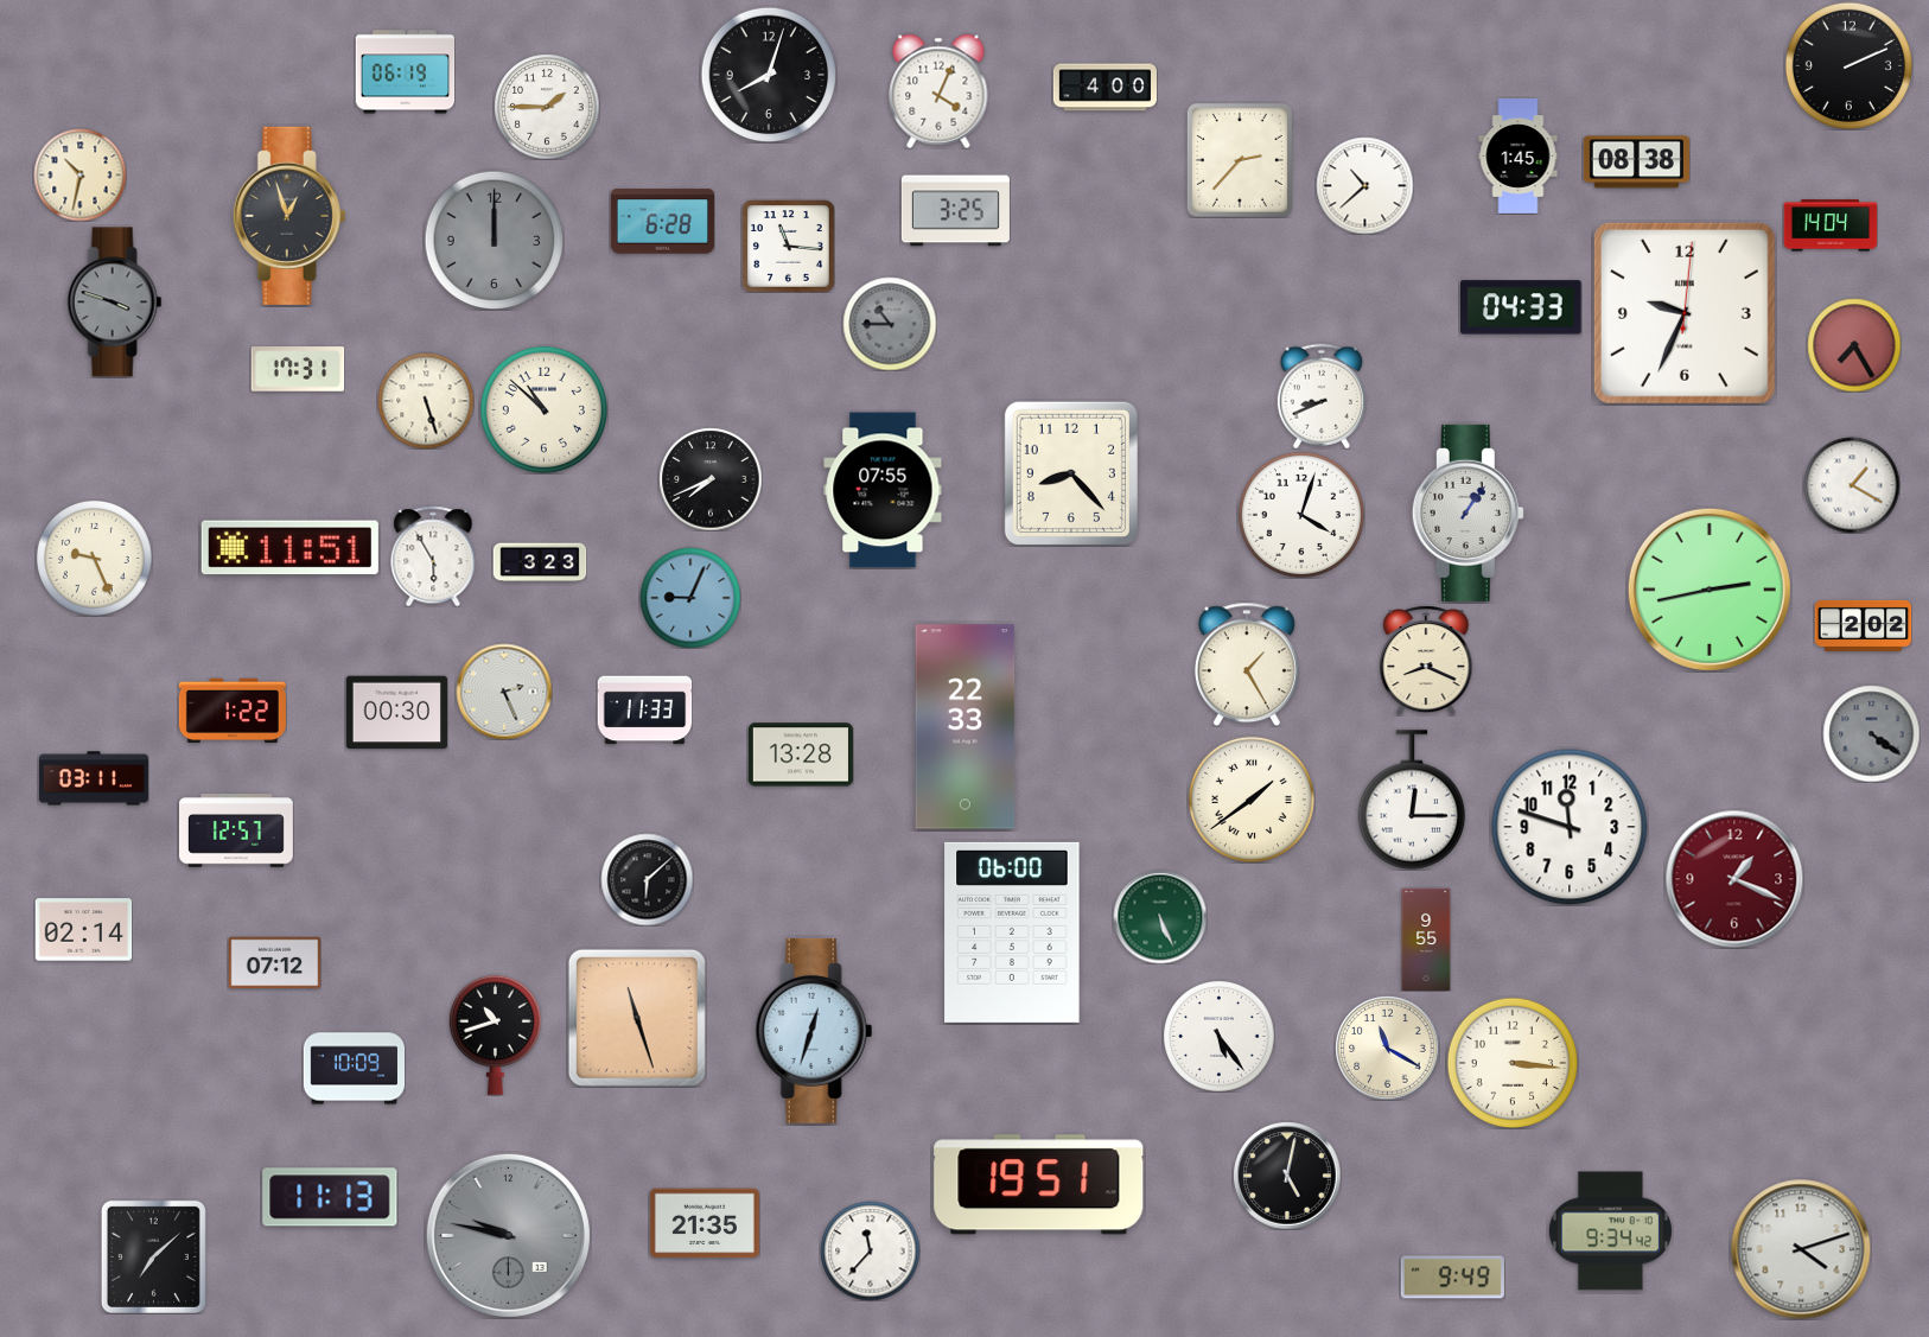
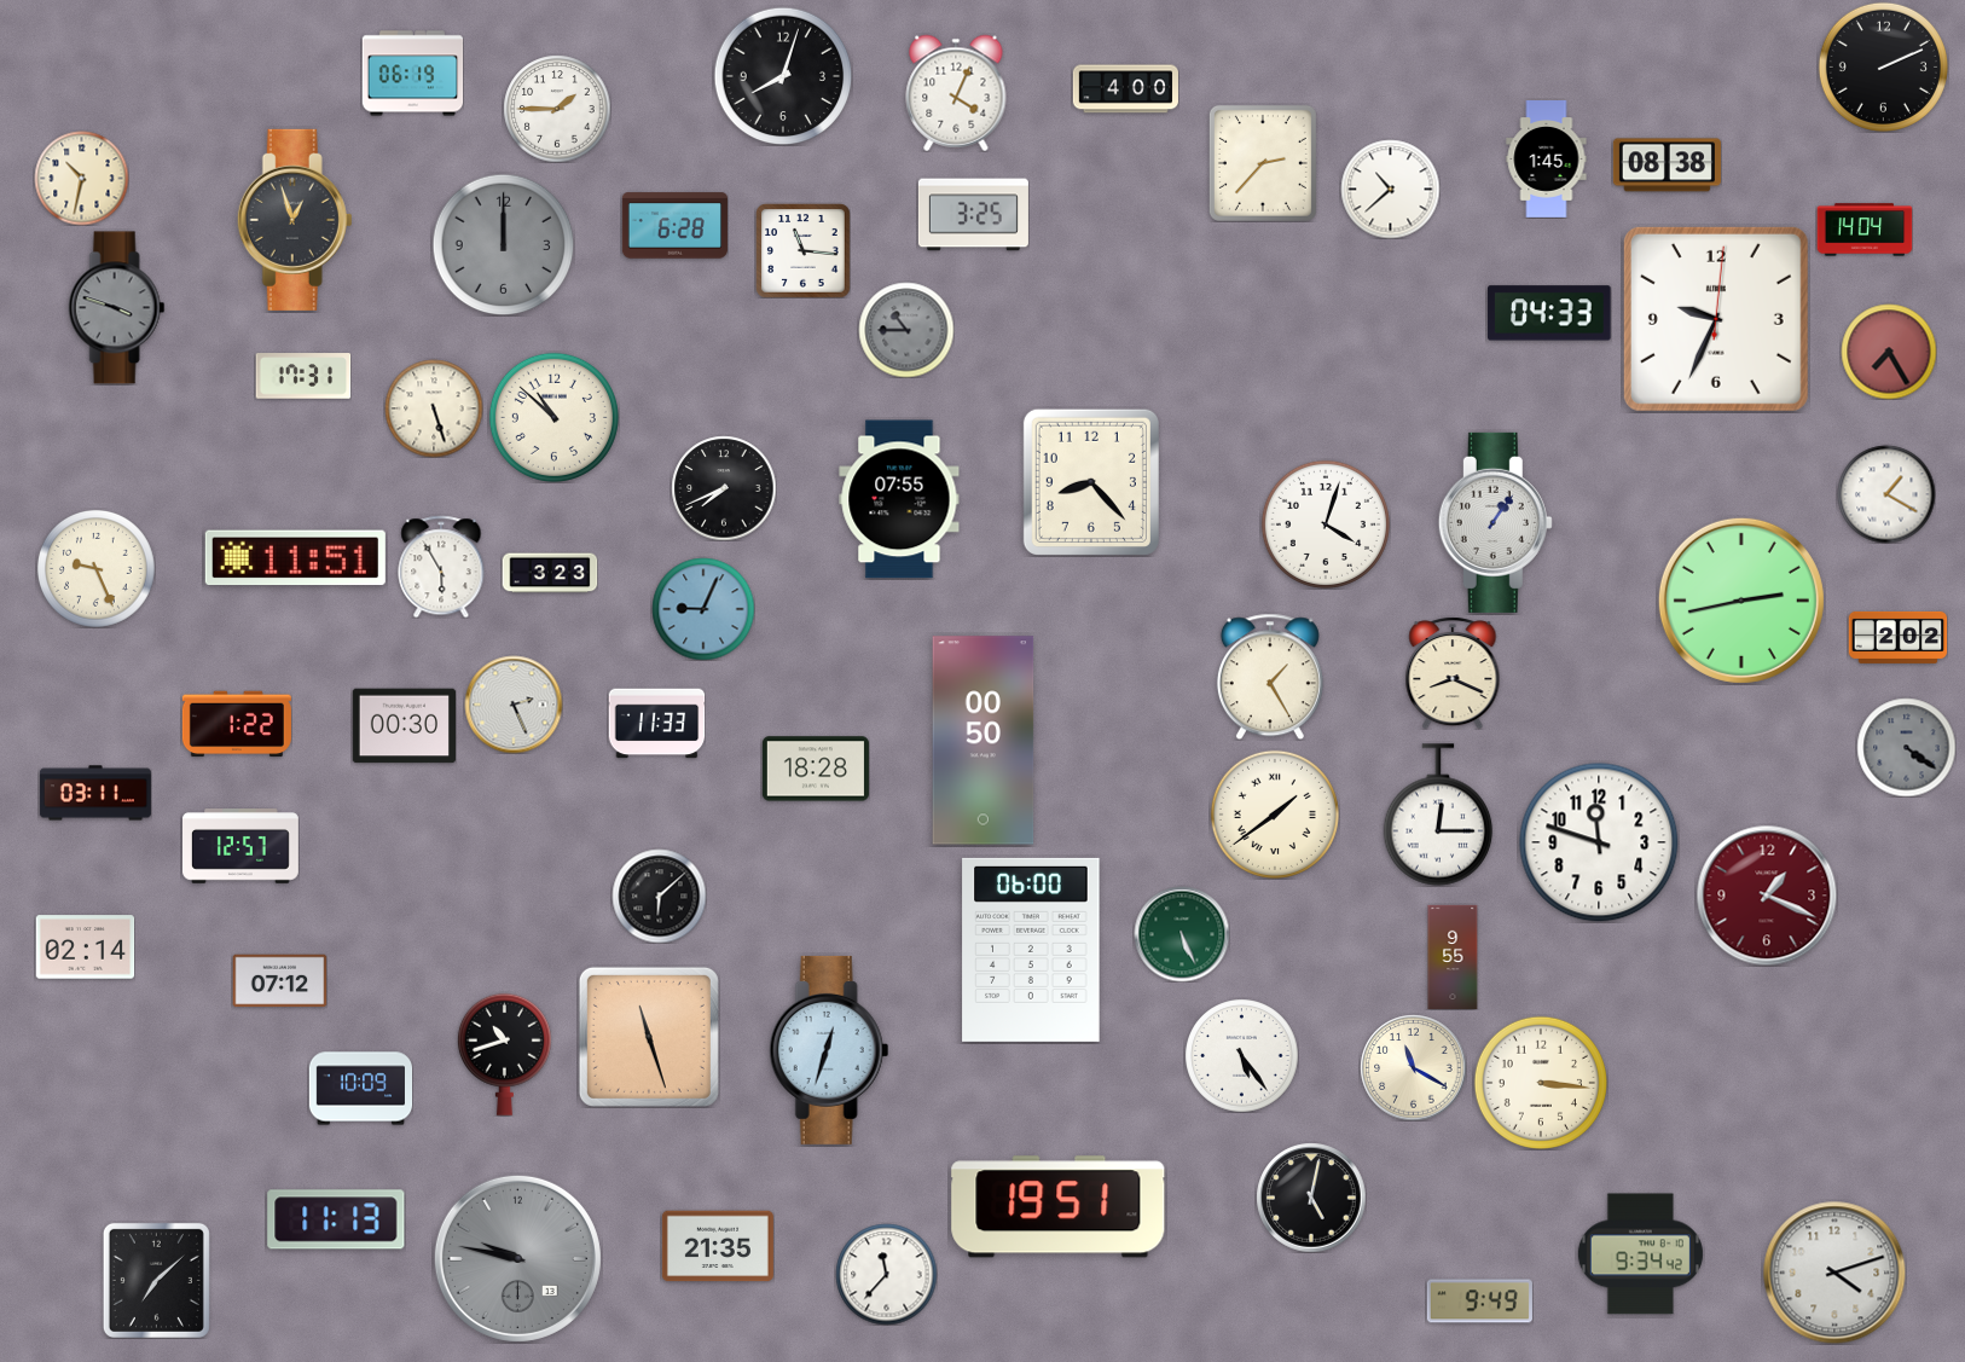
clock at (1322, 396): 8:41 -> none
clock at (966, 727): 22:33 -> 00:50
clock at (801, 755): 13:28 -> 18:28
